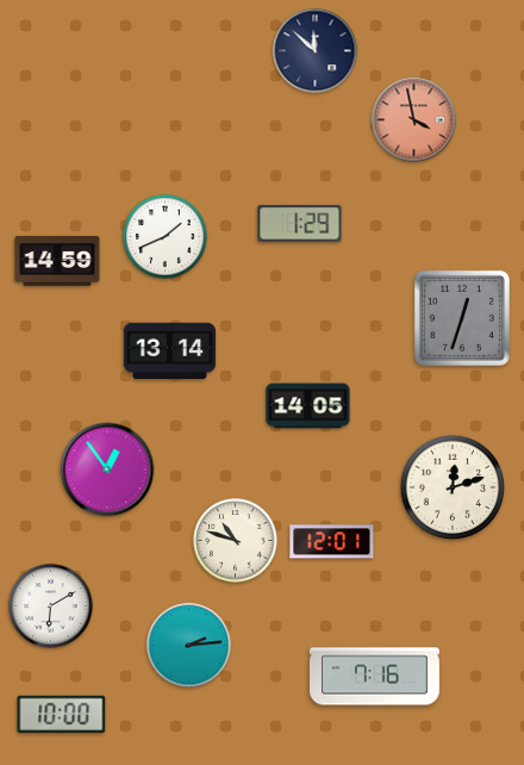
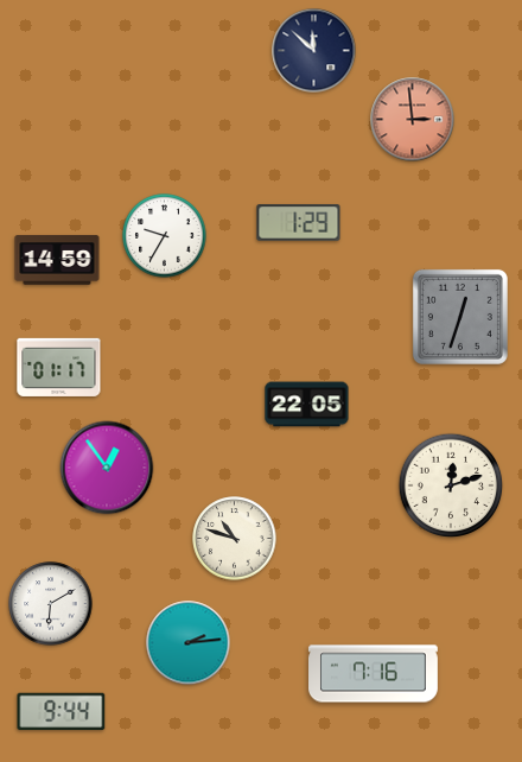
clock at (414, 120): 3:58 -> 2:59
clock at (166, 237): 1:41 -> 9:35
clock at (170, 352): 13:14 -> none
clock at (59, 367): none -> 01:17
clock at (308, 406): 14:05 -> 22:05
clock at (332, 542): 12:01 -> none
clock at (62, 714): 10:00 -> 9:44
